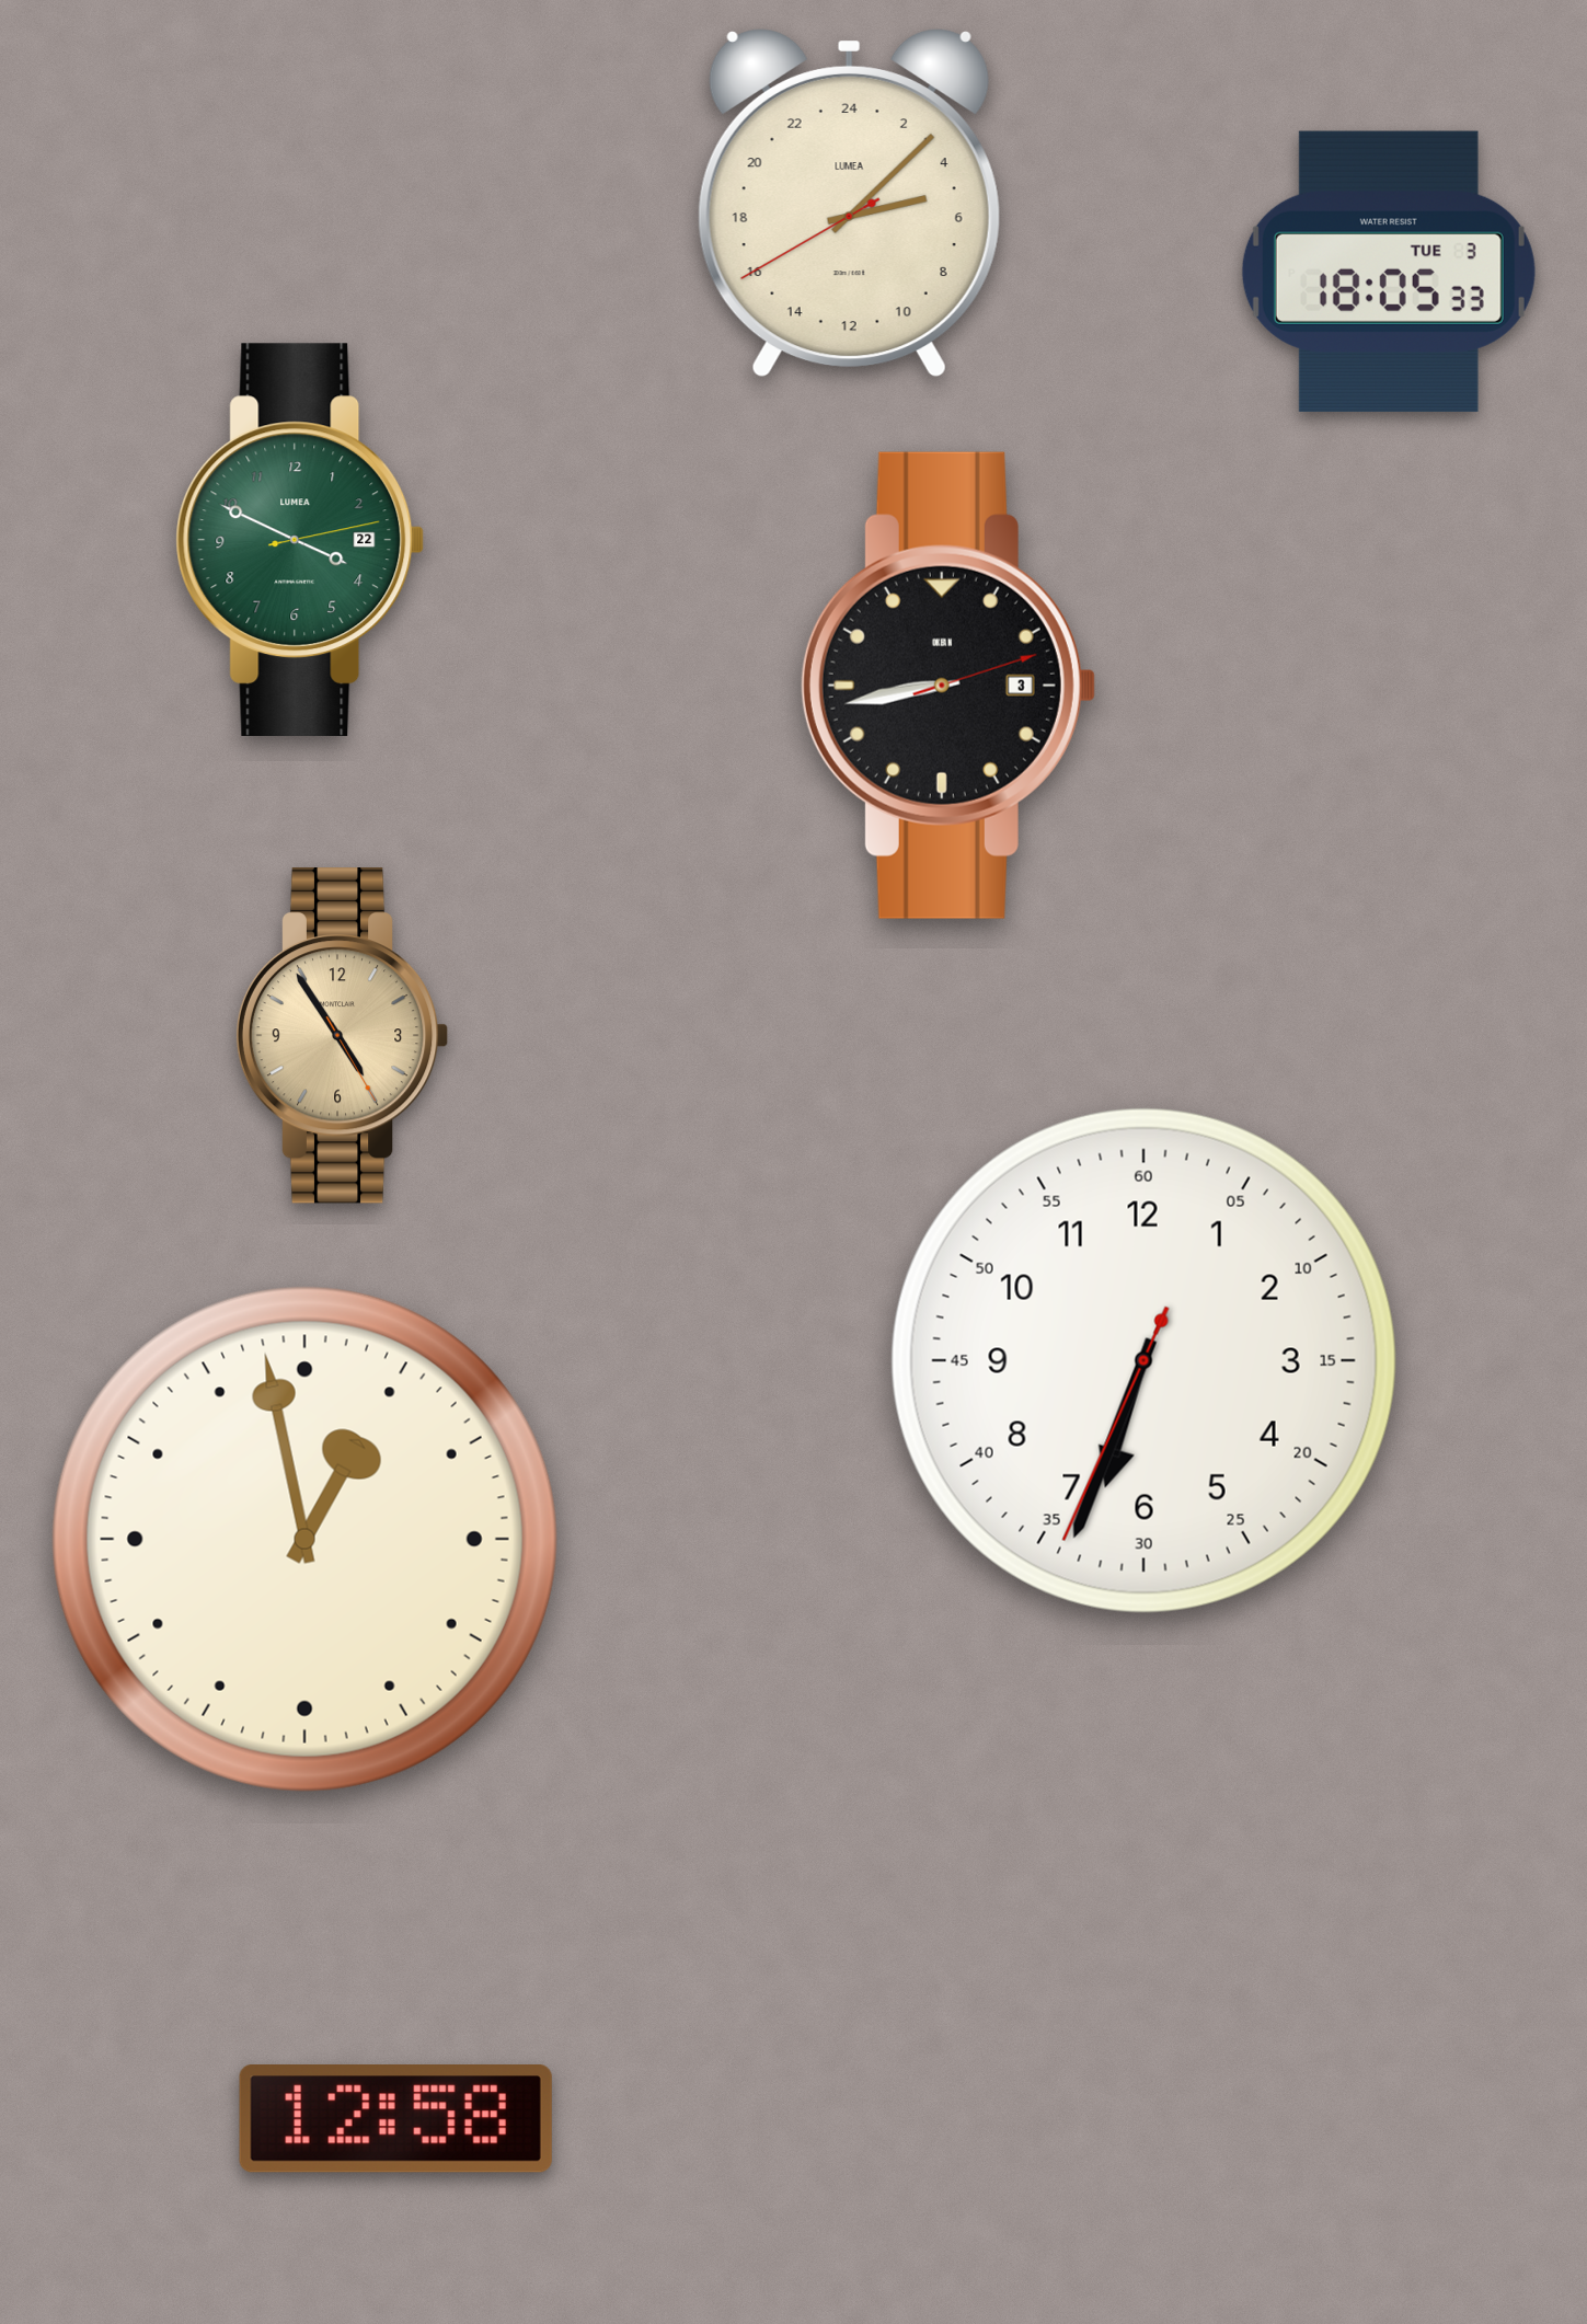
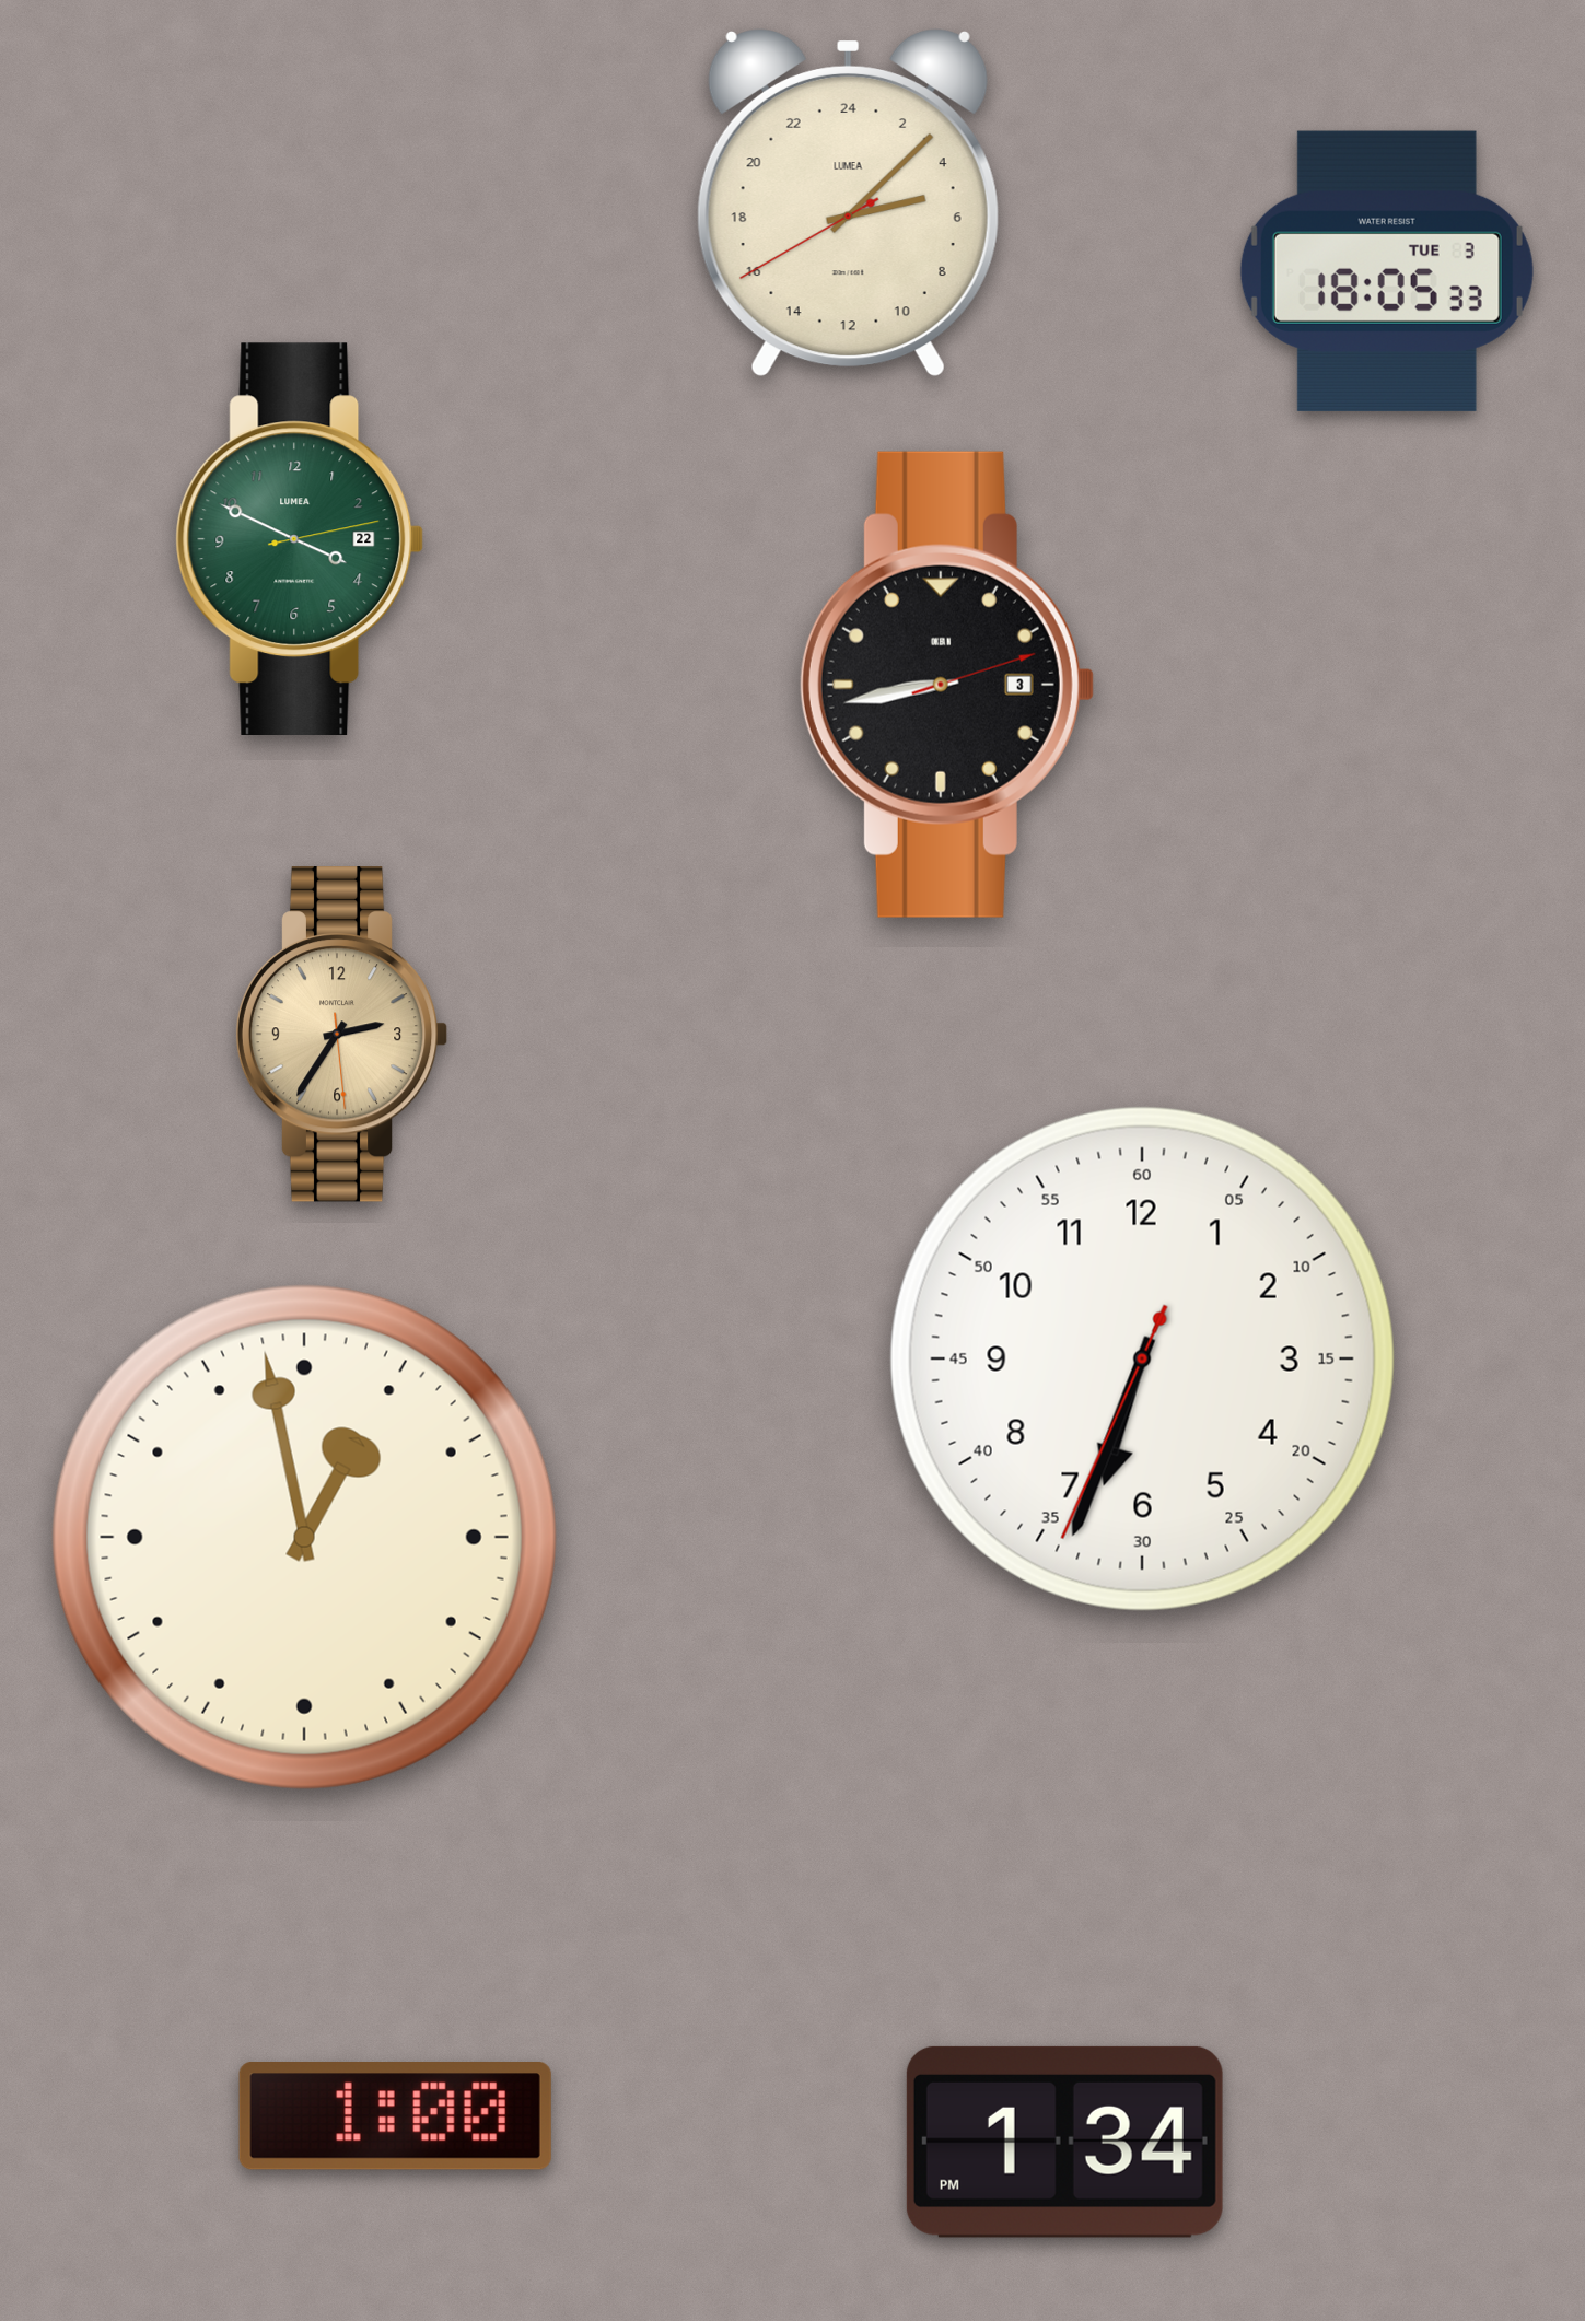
clock at (342, 1035): 4:54 -> 2:35
clock at (395, 2119): 12:58 -> 1:00
clock at (1064, 2142): none -> 1:34
